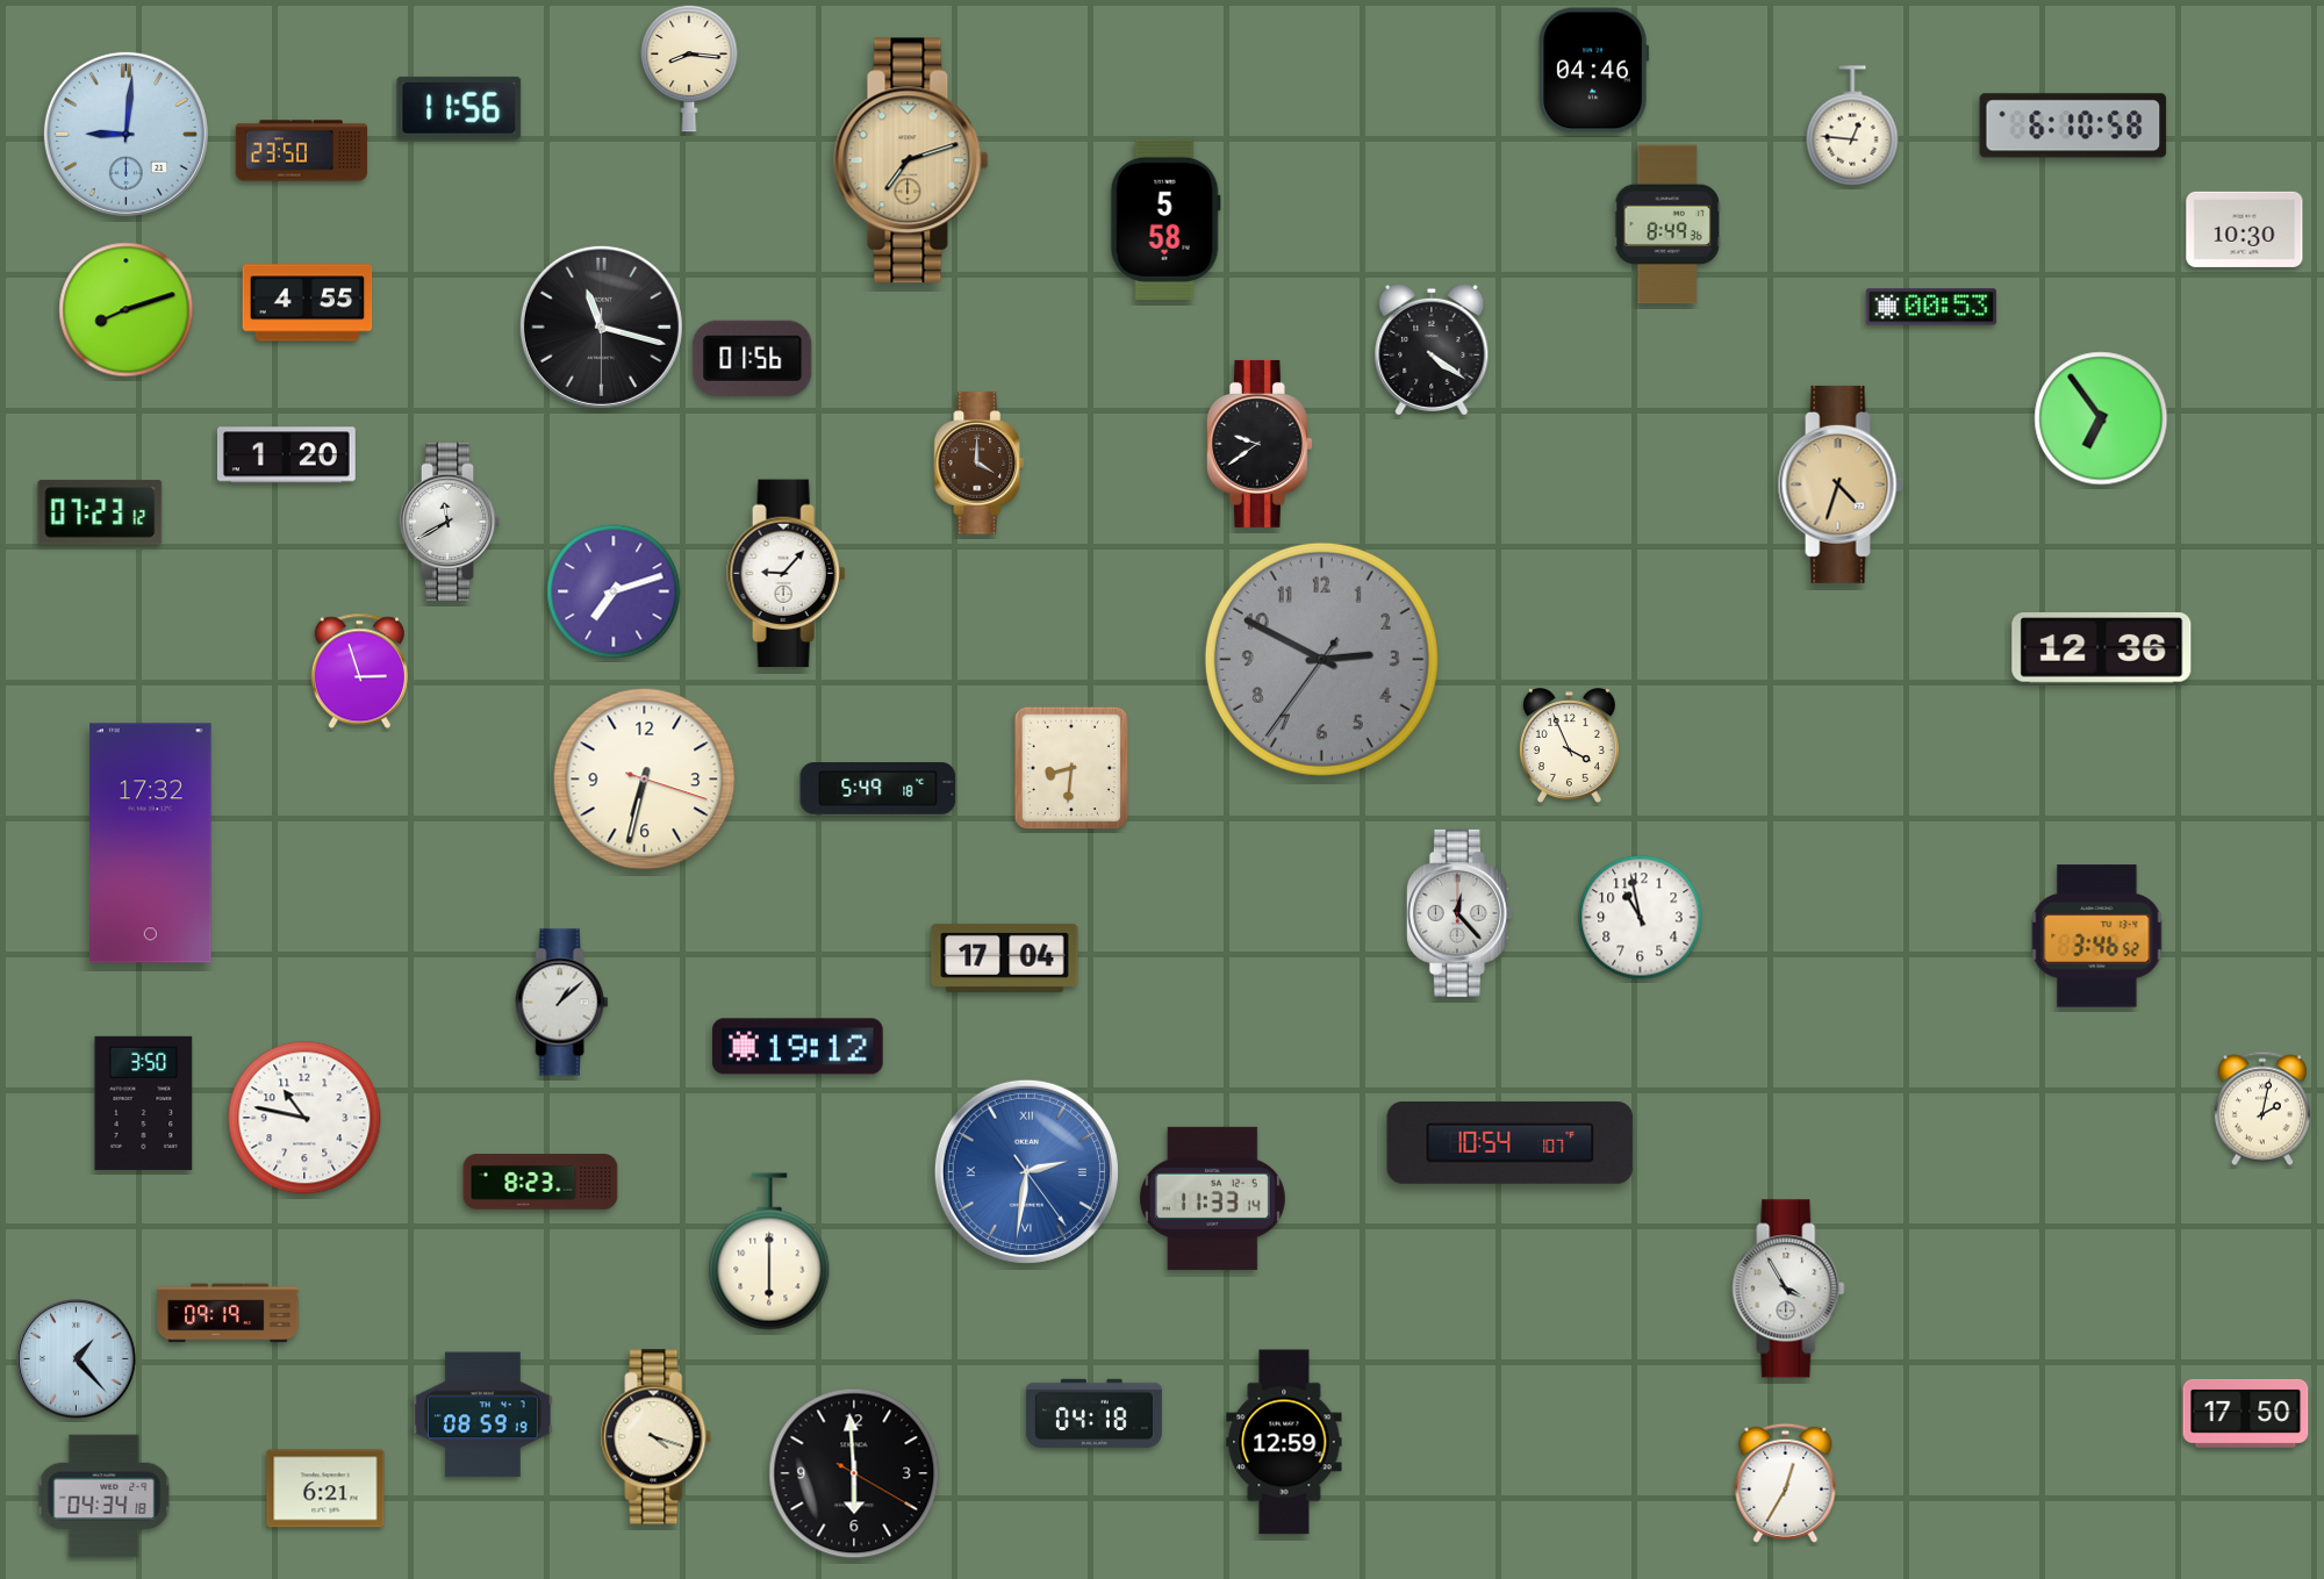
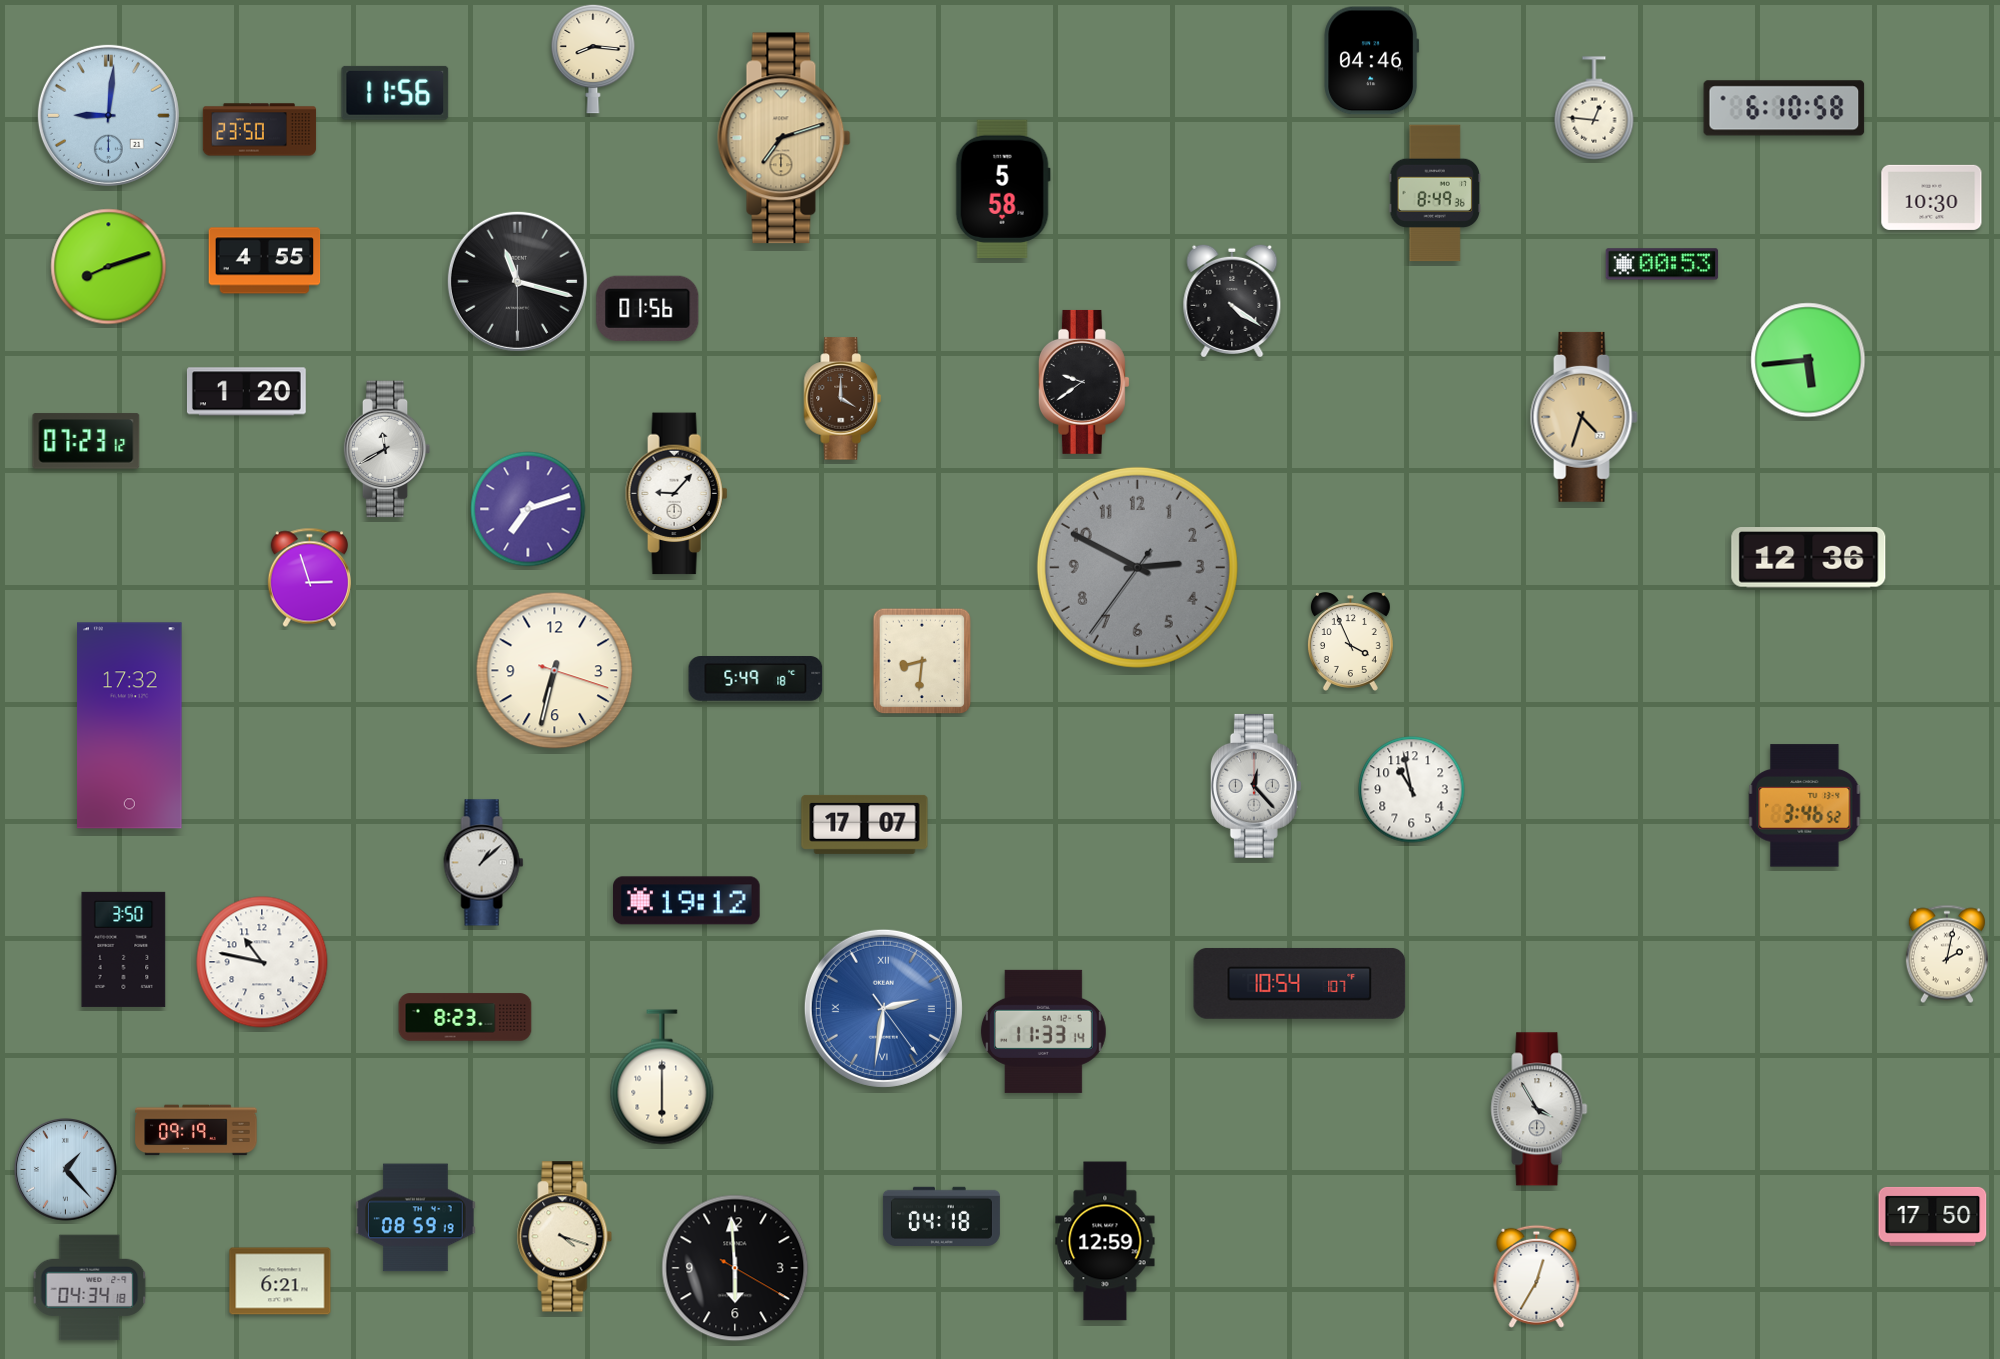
clock at (2101, 418): 6:54 -> 5:44
clock at (1005, 957): 17:04 -> 17:07
